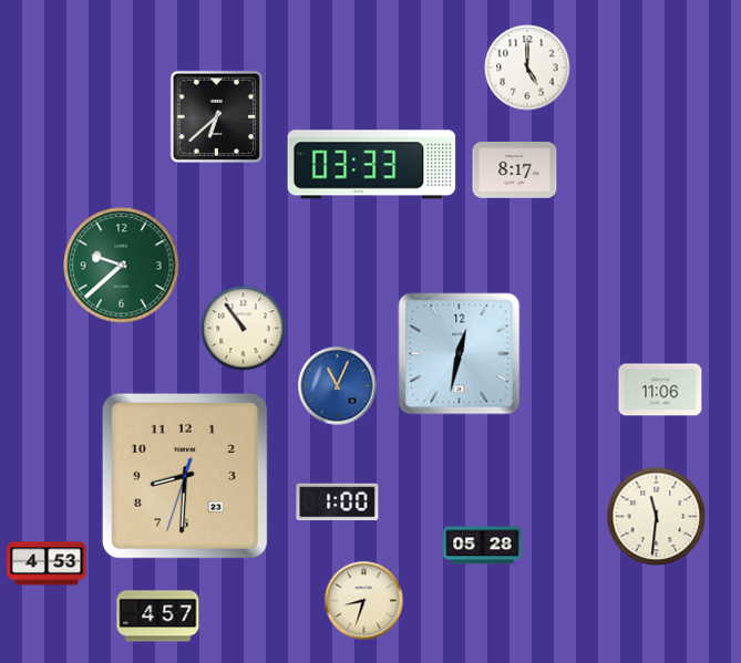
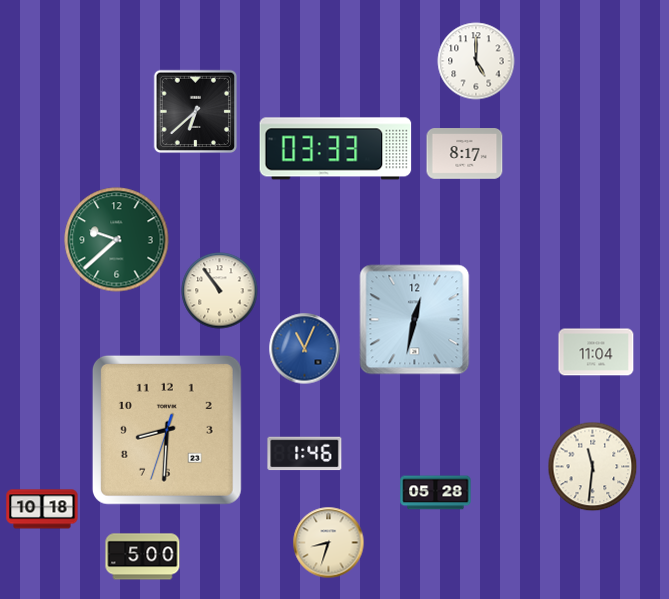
clock at (217, 117) position: (217, 117) -> (196, 112)
clock at (122, 266) position: (122, 266) -> (117, 240)
clock at (244, 329) position: (244, 329) -> (220, 291)
clock at (660, 390): 11:06 -> 11:04
clock at (338, 503): 1:00 -> 1:46
clock at (47, 563): 4:53 -> 10:18
clock at (158, 617): 4:57 -> 5:00
